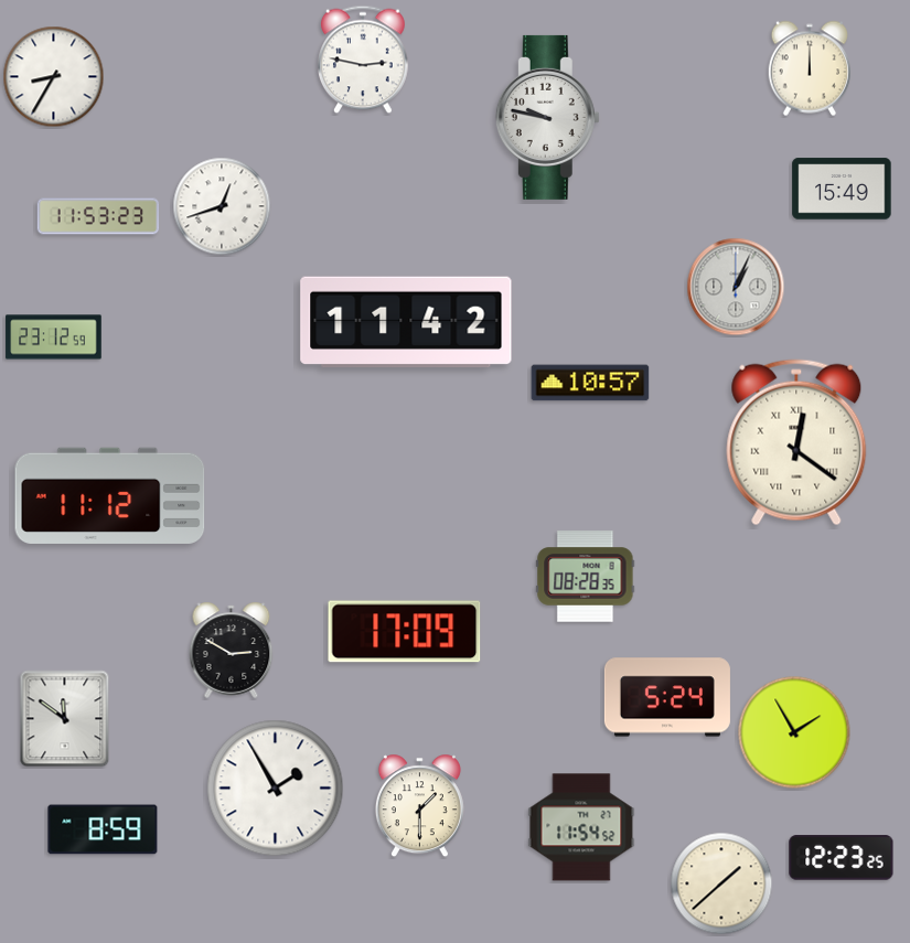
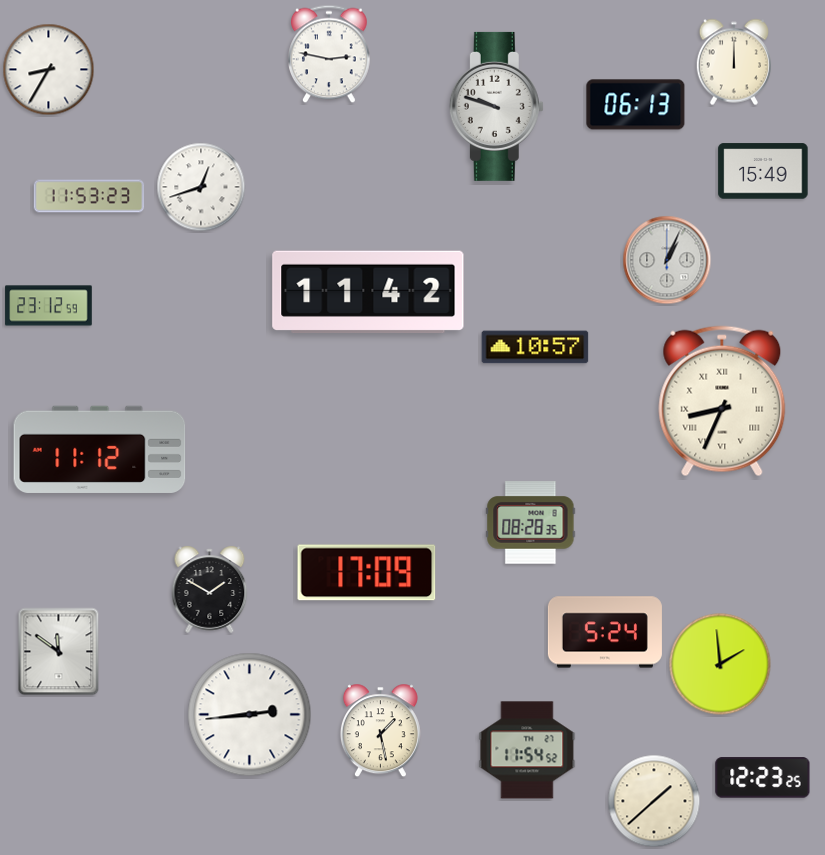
clock at (636, 105): none -> 06:13
clock at (547, 117): 9:47 -> 9:48
clock at (796, 442): 12:21 -> 8:34
clock at (232, 650): 2:50 -> 1:50
clock at (794, 732): 1:55 -> 1:59
clock at (276, 789): 1:55 -> 2:44
clock at (419, 806): 1:30 -> 1:28
clock at (103, 829): 8:59 -> none
